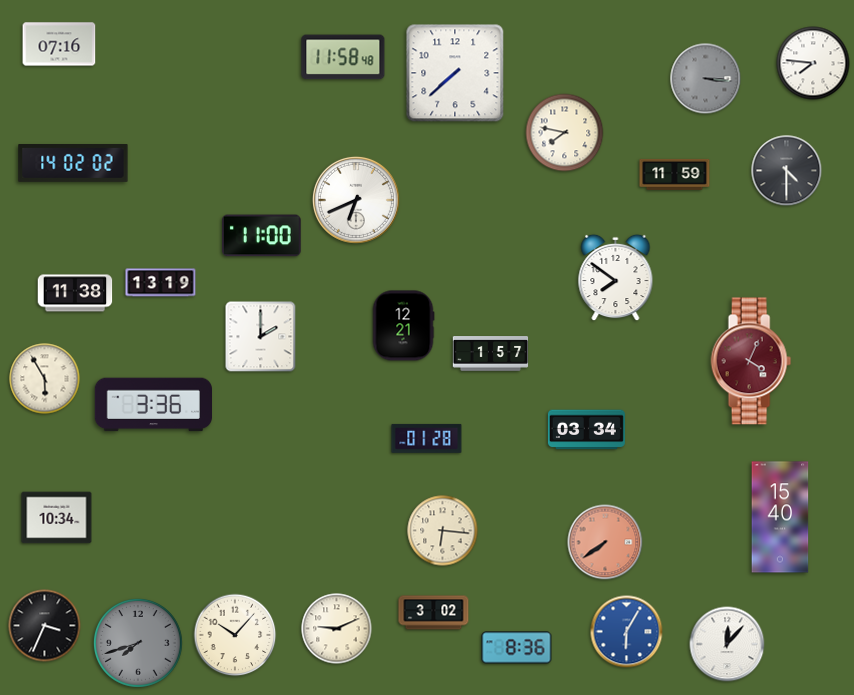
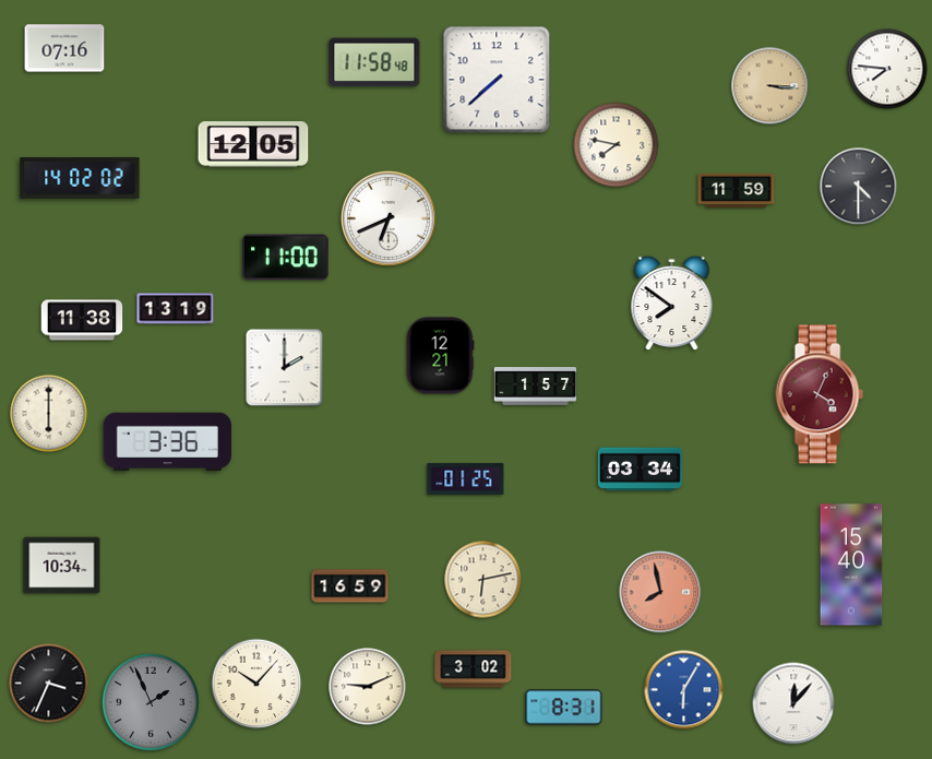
clock at (706, 79) dial: grey -> champagne
clock at (253, 144): none -> 12:05
clock at (45, 379): 5:55 -> 6:00
clock at (427, 438): 01:28 -> 01:25
clock at (443, 531): 6:16 -> 6:13
clock at (350, 586): none -> 16:59
clock at (605, 542): 7:39 -> 7:58
clock at (235, 635) position: (235, 635) -> (256, 684)
clock at (138, 643): 7:42 -> 1:56
clock at (517, 648): 8:36 -> 8:31
